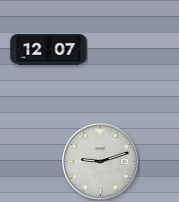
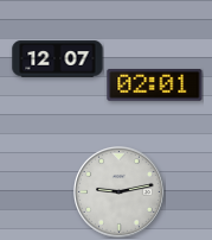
clock at (155, 86): none -> 02:01
clock at (101, 162): 9:12 -> 9:13
